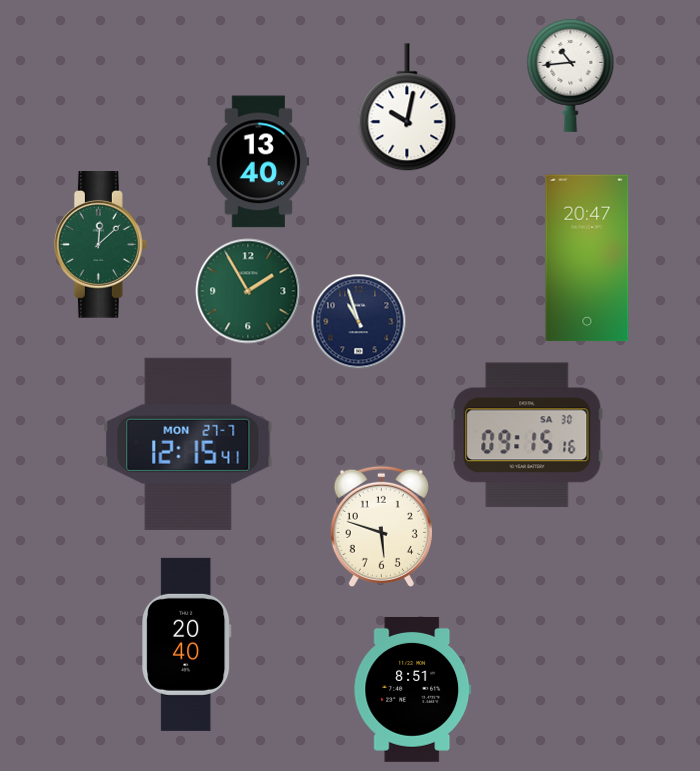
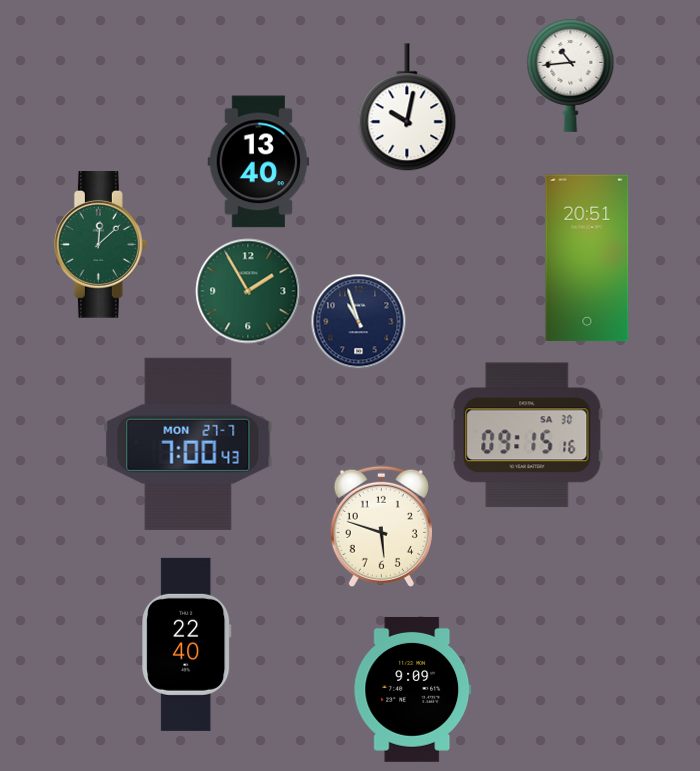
clock at (587, 258): 20:47 -> 20:51
clock at (188, 444): 12:15 -> 7:00
clock at (187, 644): 20:40 -> 22:40
clock at (413, 689): 8:51 -> 9:09
